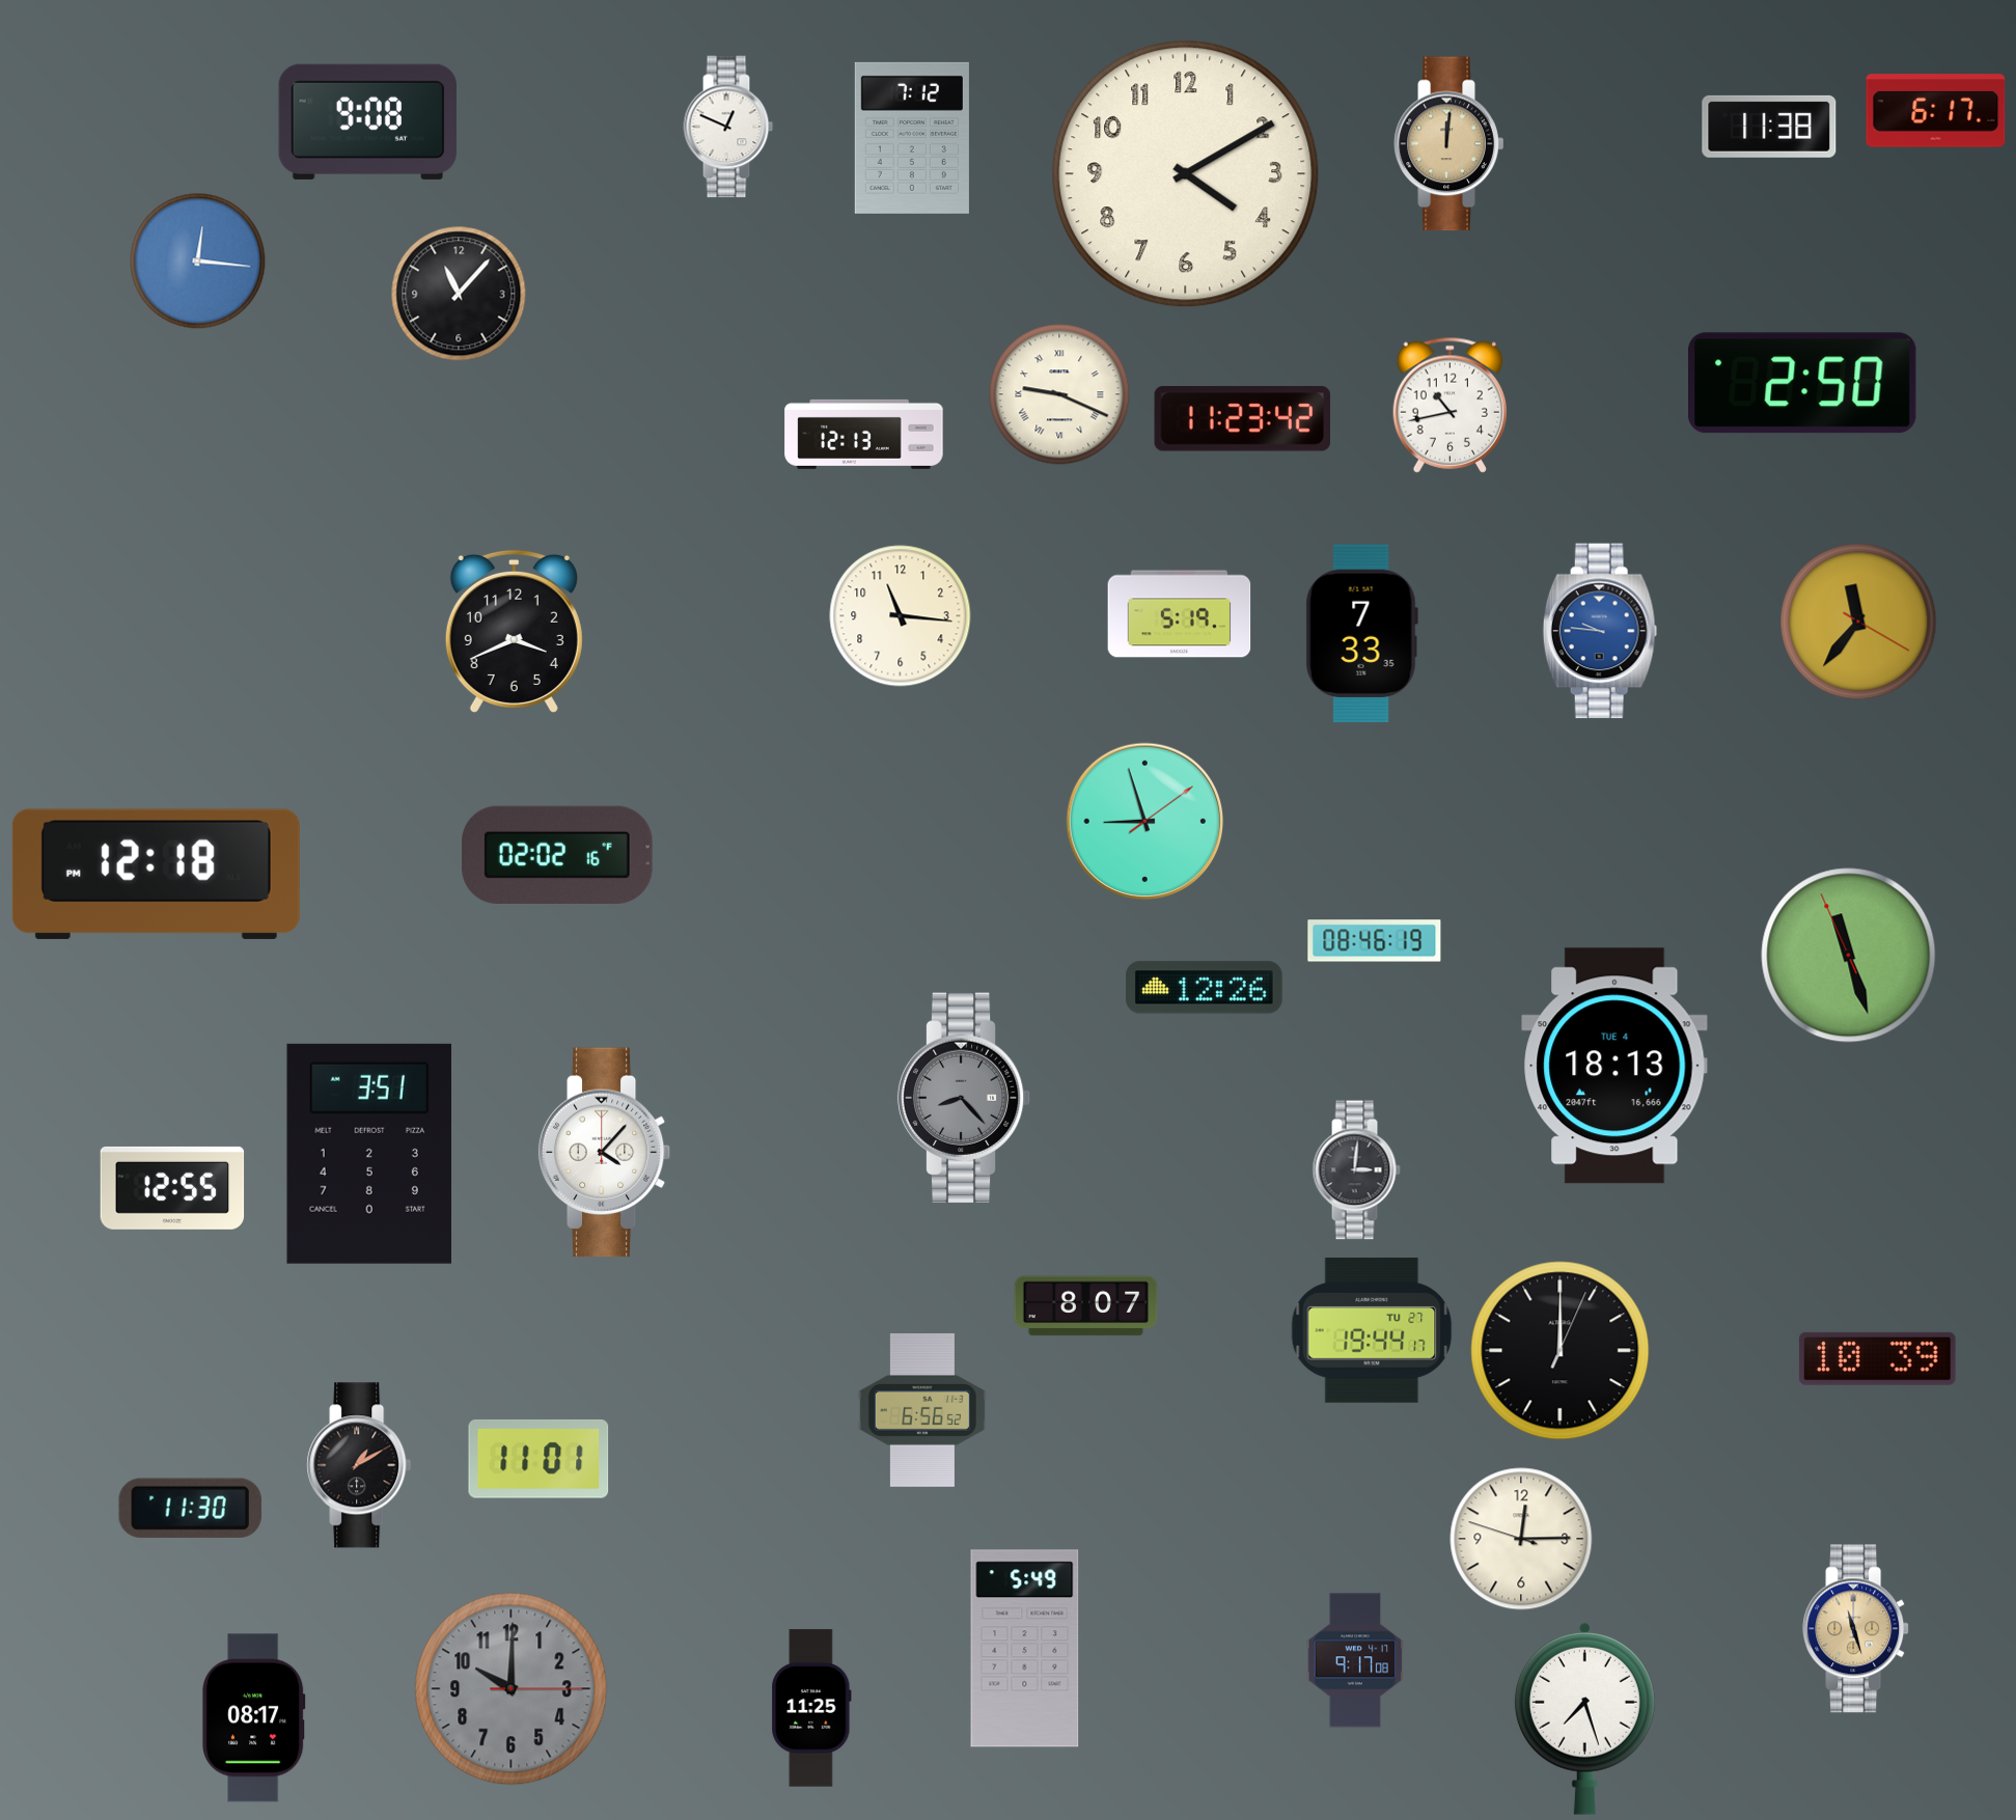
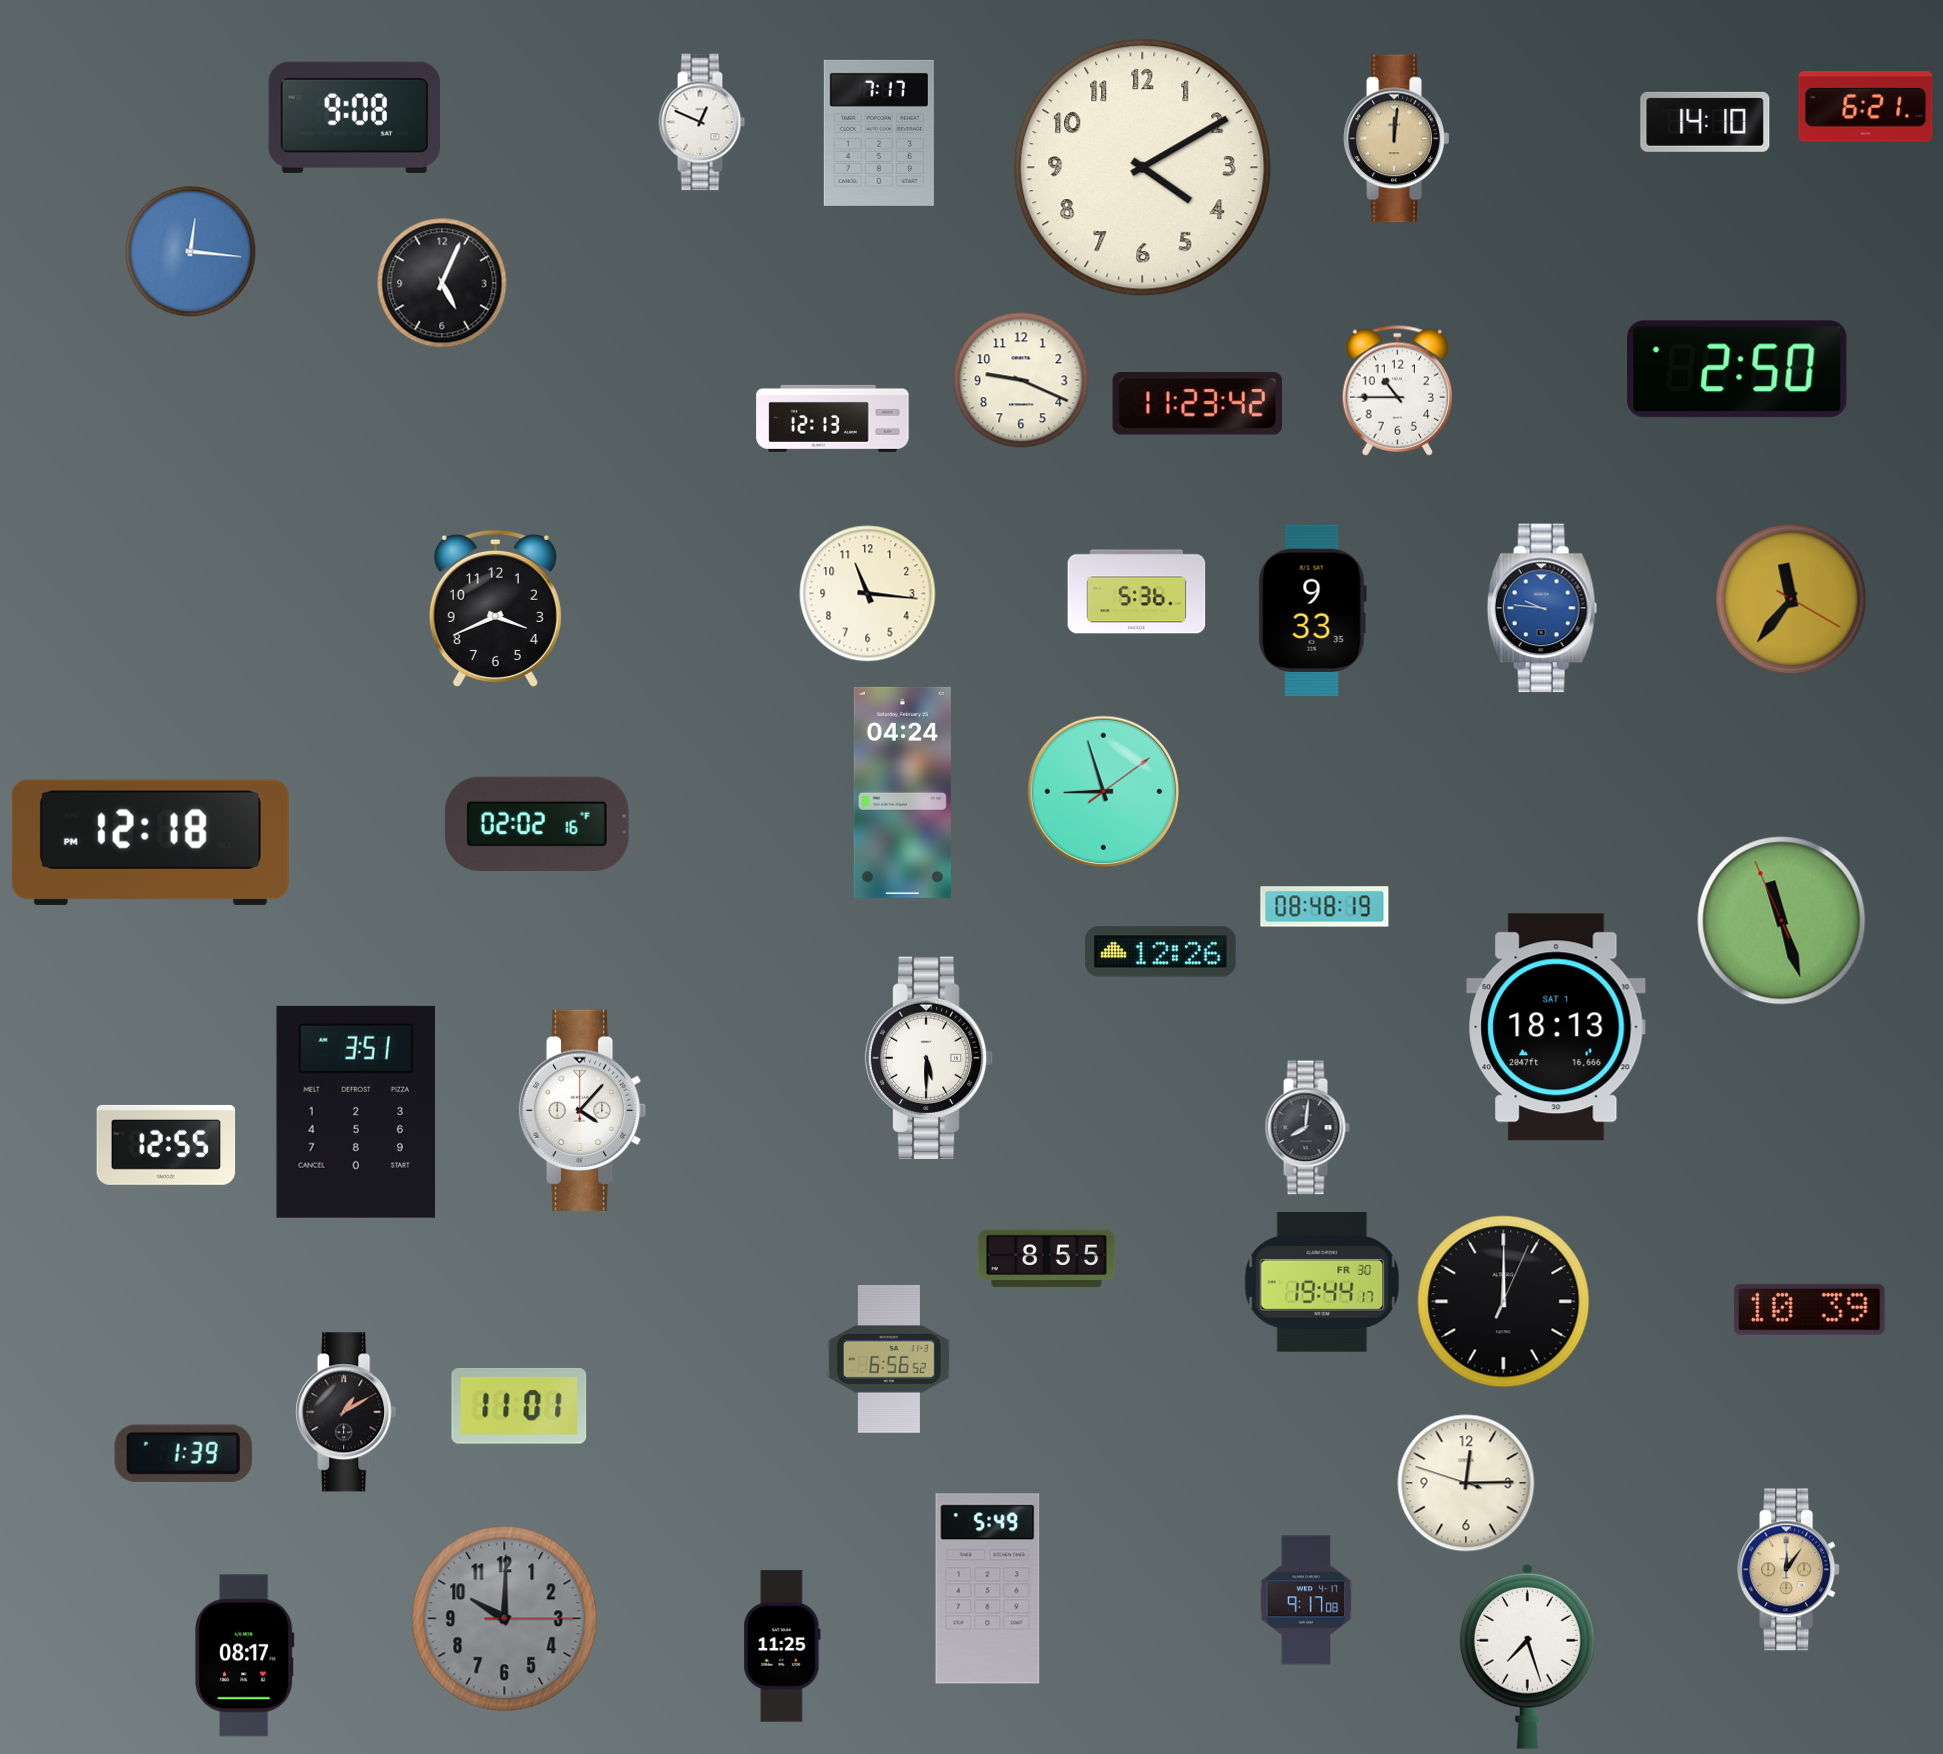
clock at (1936, 111): 6:17 -> 6:21
clock at (1769, 127): 11:38 -> 14:10
clock at (912, 138): 7:12 -> 7:17
clock at (459, 294): 11:07 -> 5:04
clock at (1059, 394) numerals: Roman -> Arabic
clock at (1449, 405): 10:43 -> 10:45
clock at (1180, 614): 5:19 -> 5:36
clock at (1361, 633): 7:33 -> 9:33
clock at (902, 792): none -> 04:24
clock at (1375, 941): 08:46 -> 08:48
clock at (1614, 1066) date: TUE 4 -> SAT 1
clock at (964, 1098): 8:23 -> 5:30
clock at (964, 1098) dial: grey -> white
clock at (1356, 1170): 3:01 -> 8:01
clock at (1086, 1306): 8:07 -> 8:55
clock at (1372, 1331) date: TU 27 -> FR 30
clock at (190, 1508): 11:30 -> 1:39
clock at (1856, 1629): 11:27 -> 12:06
clock at (512, 1689) position: (512, 1689) -> (505, 1619)
